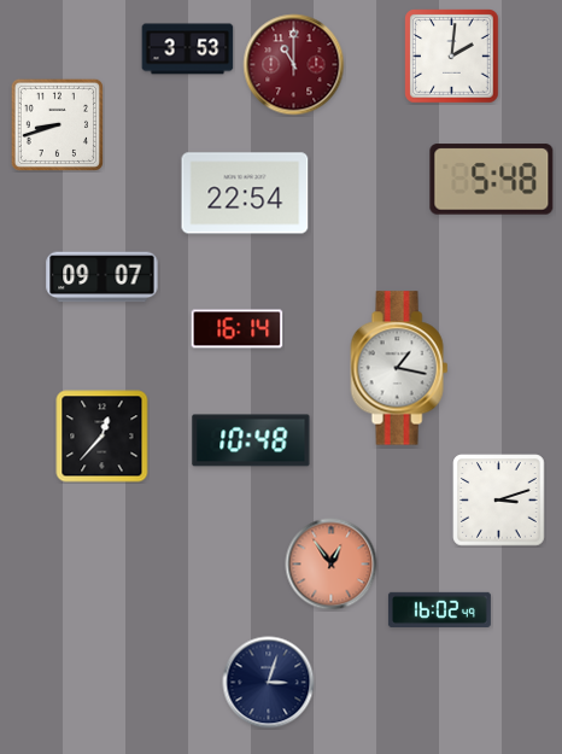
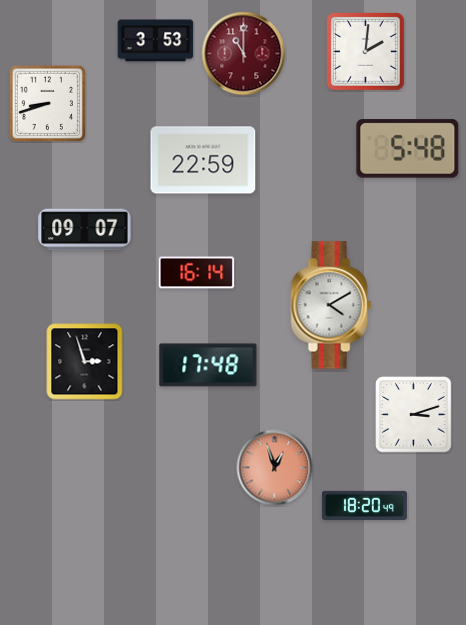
clock at (452, 57) position: (452, 57) -> (366, 52)
clock at (245, 193): 22:54 -> 22:59
clock at (399, 368): 1:17 -> 4:10
clock at (103, 437): 12:37 -> 2:57
clock at (251, 440): 10:48 -> 17:48
clock at (332, 565): 12:54 -> 12:57
clock at (439, 609): 16:02 -> 18:20
clock at (269, 683): 3:03 -> none
